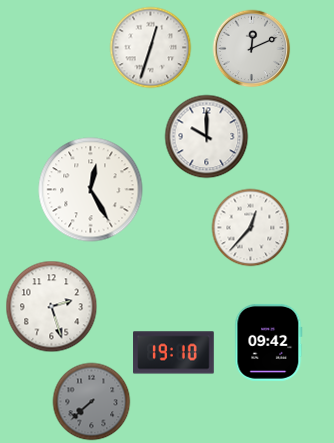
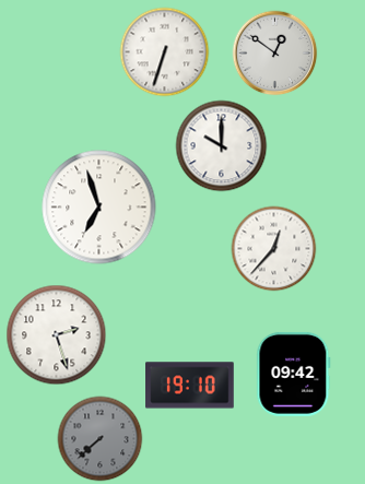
clock at (150, 47): 12:33 -> 6:33
clock at (251, 48): 12:11 -> 12:51
clock at (206, 136) position: (206, 136) -> (221, 145)
clock at (91, 190): 12:25 -> 6:57
